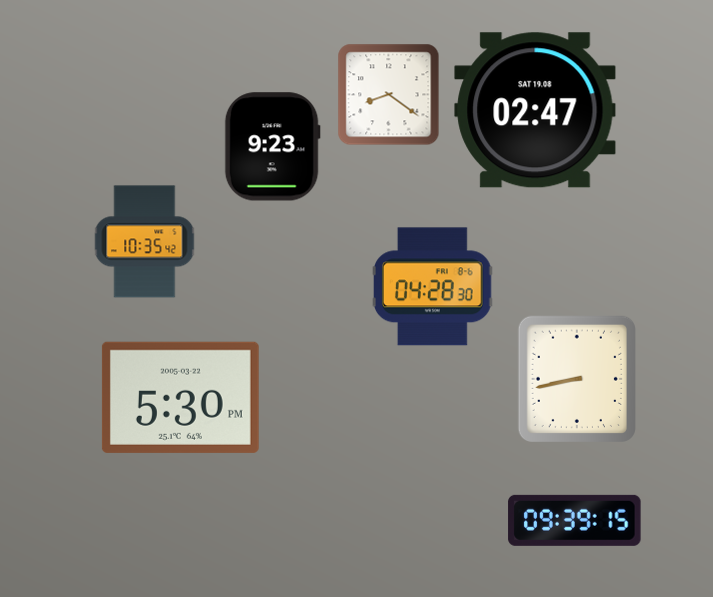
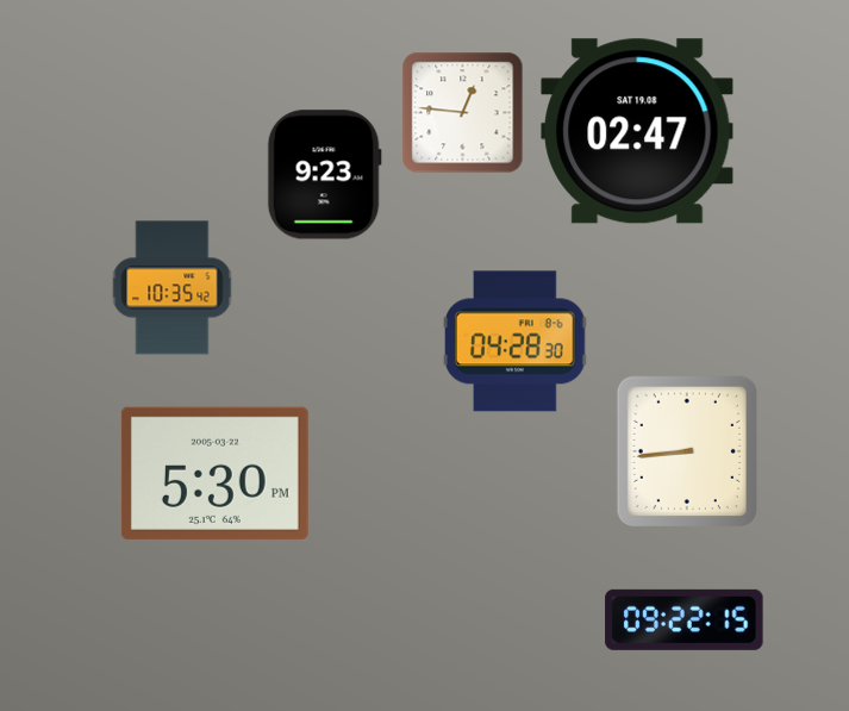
clock at (389, 95): 8:21 -> 12:46
clock at (577, 379): 8:43 -> 8:44
clock at (575, 520): 09:39 -> 09:22
